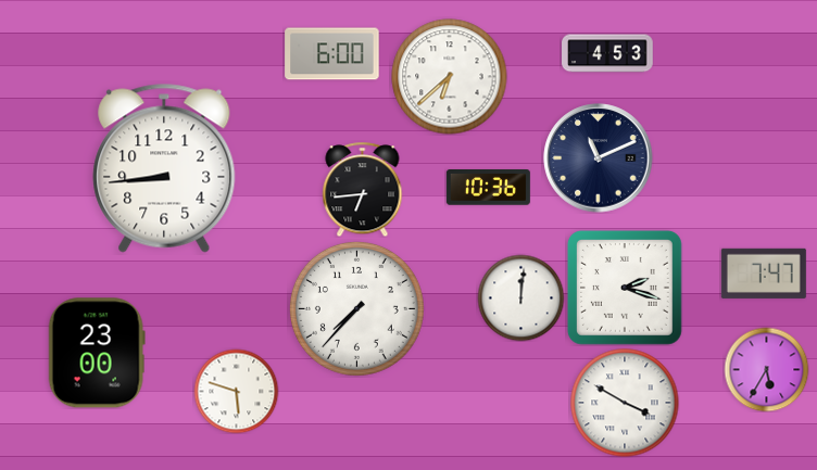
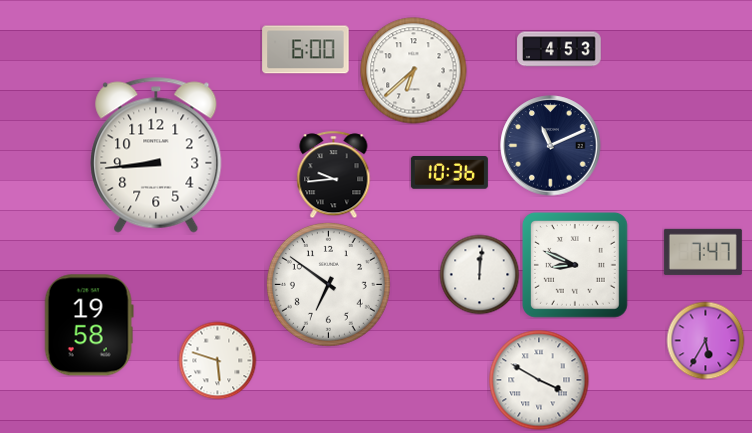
clock at (164, 168) position: (164, 168) -> (156, 155)
clock at (363, 189): 6:44 -> 9:44
clock at (625, 288): 2:18 -> 8:49
clock at (356, 308): 7:37 -> 6:51
clock at (97, 353): 23:00 -> 19:58
clock at (625, 403) position: (625, 403) -> (539, 380)
